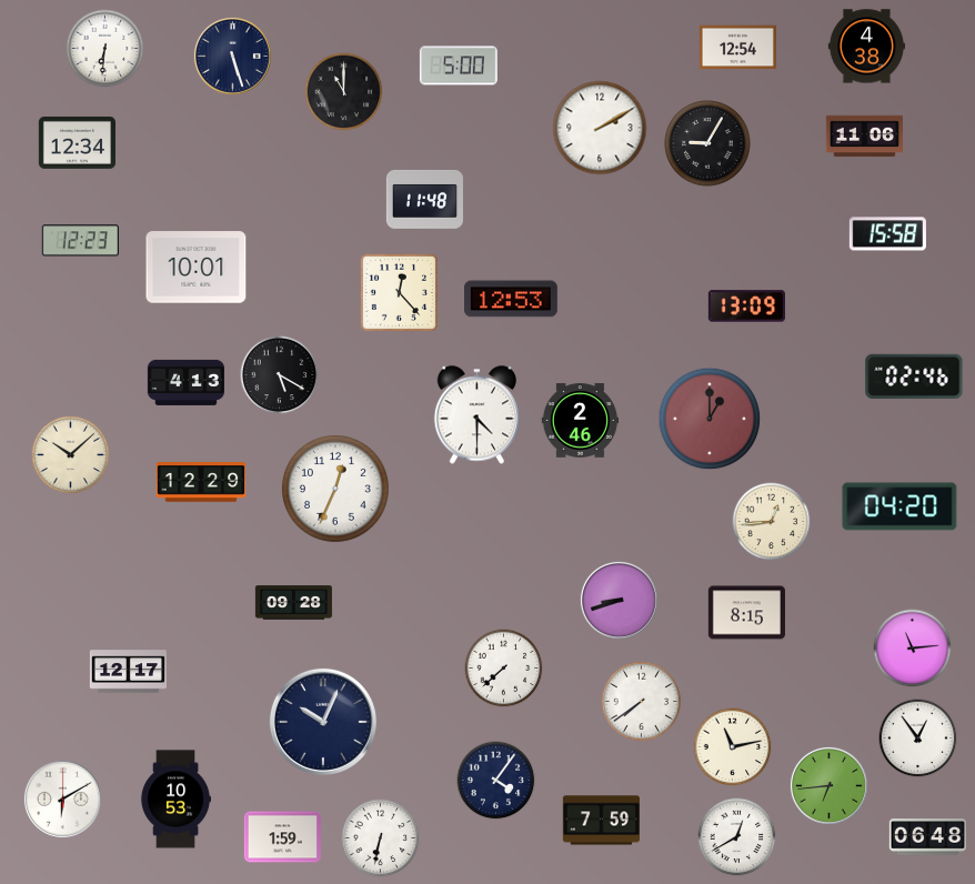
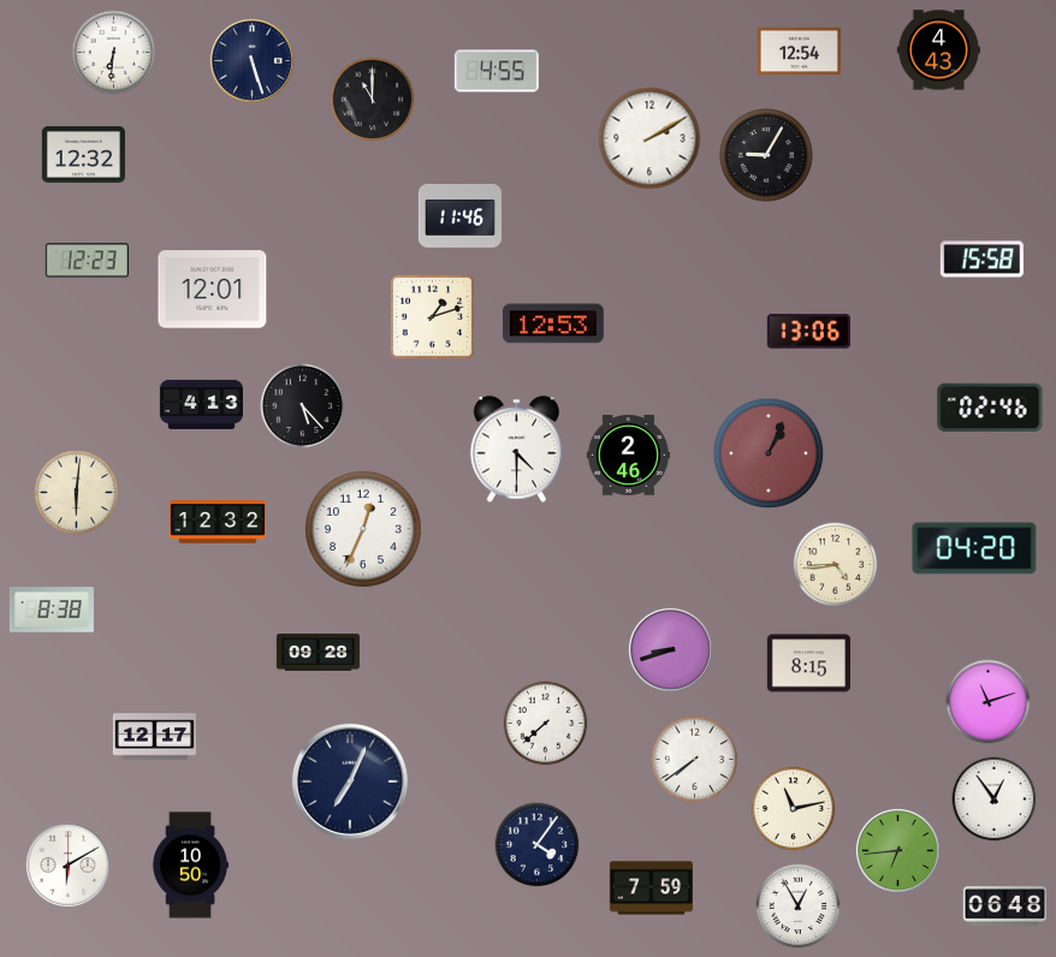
clock at (866, 47): 4:38 -> 4:43
clock at (459, 66): 5:00 -> 4:55
clock at (864, 137): 11:06 -> none
clock at (77, 143): 12:34 -> 12:32
clock at (424, 199): 11:48 -> 11:46
clock at (887, 234) position: (887, 234) -> (981, 260)
clock at (197, 268): 10:01 -> 12:01
clock at (399, 292): 12:23 -> 1:12
clock at (746, 307): 13:09 -> 13:06
clock at (280, 375): 5:20 -> 5:23
clock at (185, 382) position: (185, 382) -> (201, 404)
clock at (710, 419): 1:00 -> 1:04
clock at (71, 455): 10:08 -> 6:01
clock at (201, 482): 12:29 -> 12:32
clock at (772, 522): 12:44 -> 4:44
clock at (52, 610): none -> 8:38
clock at (913, 649): 11:14 -> 11:12
clock at (128, 672) position: (128, 672) -> (154, 737)
clock at (323, 722): 10:04 -> 7:04
clock at (175, 800): 10:53 -> 10:50
clock at (282, 837): 1:59 -> none
clock at (737, 837): 12:40 -> 12:55
clock at (381, 838): 6:32 -> none
